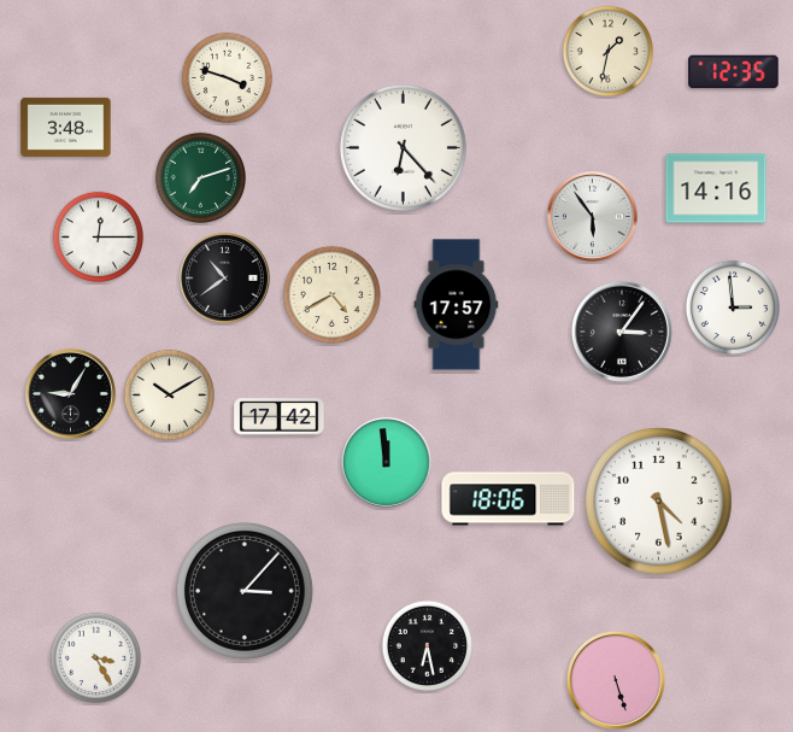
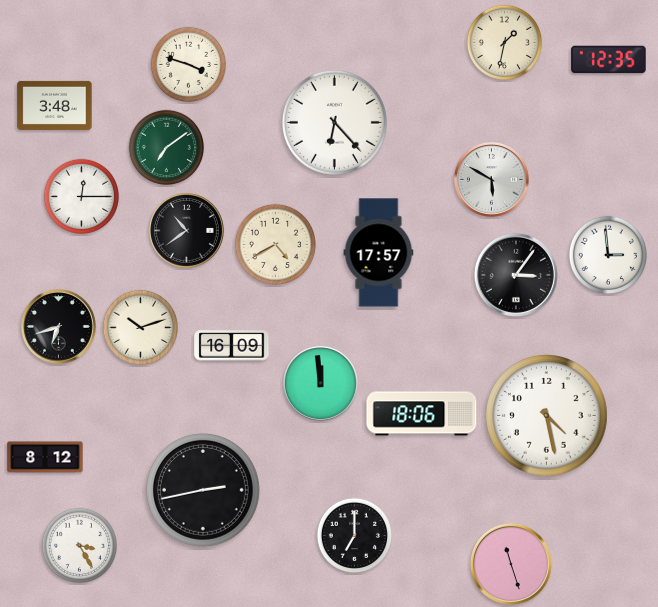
clock at (201, 178): 7:12 -> 7:09
clock at (716, 188): 14:16 -> none
clock at (592, 216): 5:54 -> 5:50
clock at (70, 393): 9:05 -> 6:42
clock at (170, 396): 10:10 -> 10:12
clock at (280, 417): 17:42 -> 16:09
clock at (45, 457): none -> 8:12
clock at (245, 591): 3:07 -> 2:43
clock at (428, 646): 6:28 -> 7:00
clock at (616, 680): 5:27 -> 11:27
